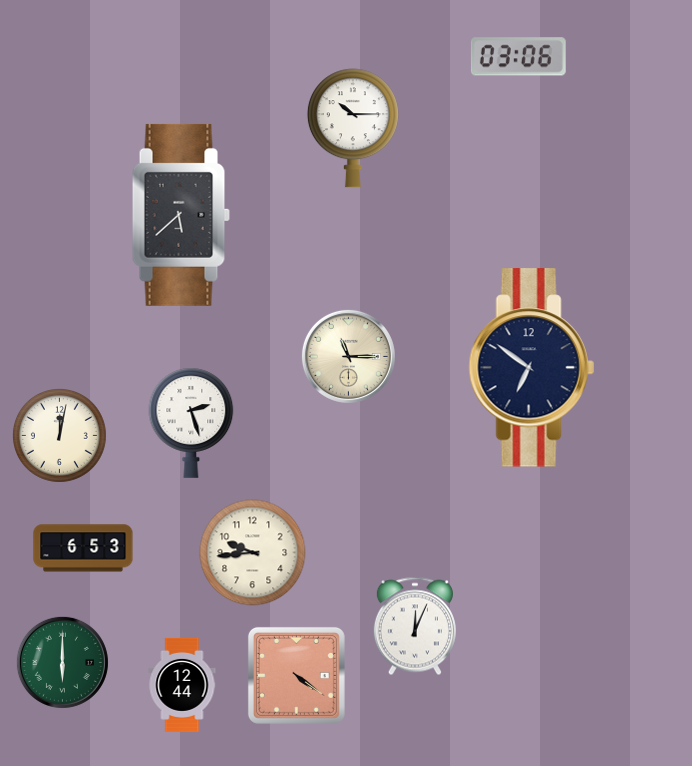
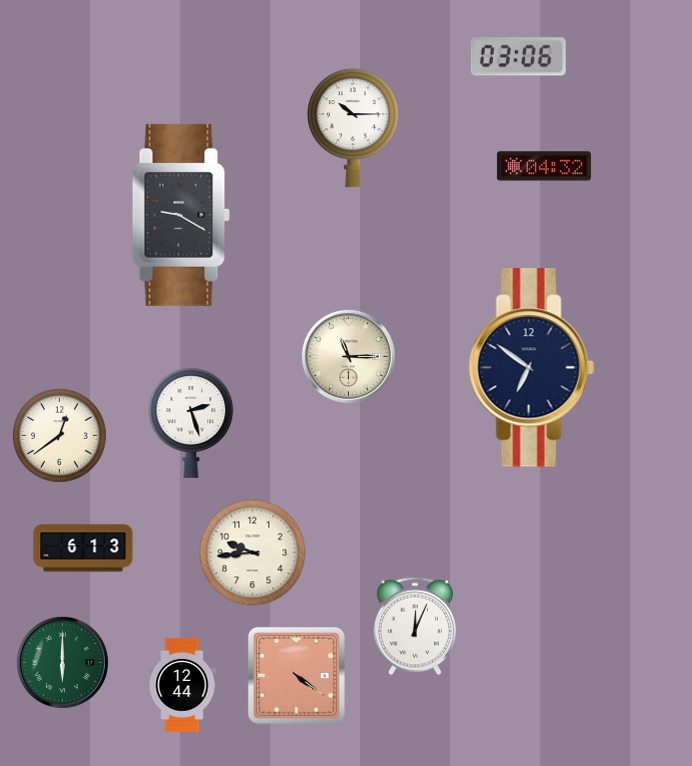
clock at (544, 166): none -> 04:32
clock at (181, 215): 5:38 -> 9:20
clock at (59, 435): 12:02 -> 12:39
clock at (83, 548): 6:53 -> 6:13
